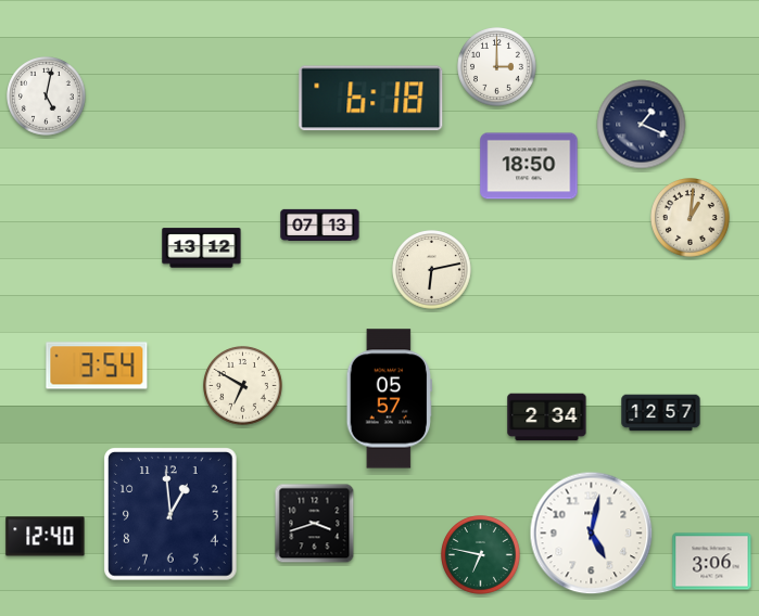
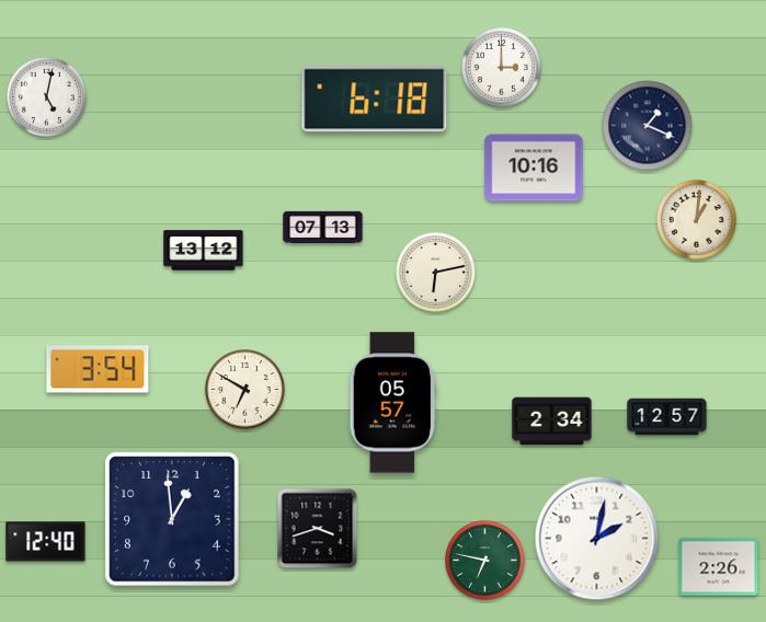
clock at (529, 166): 18:50 -> 10:16
clock at (592, 534): 5:02 -> 2:02
clock at (712, 562): 3:06 -> 2:26
